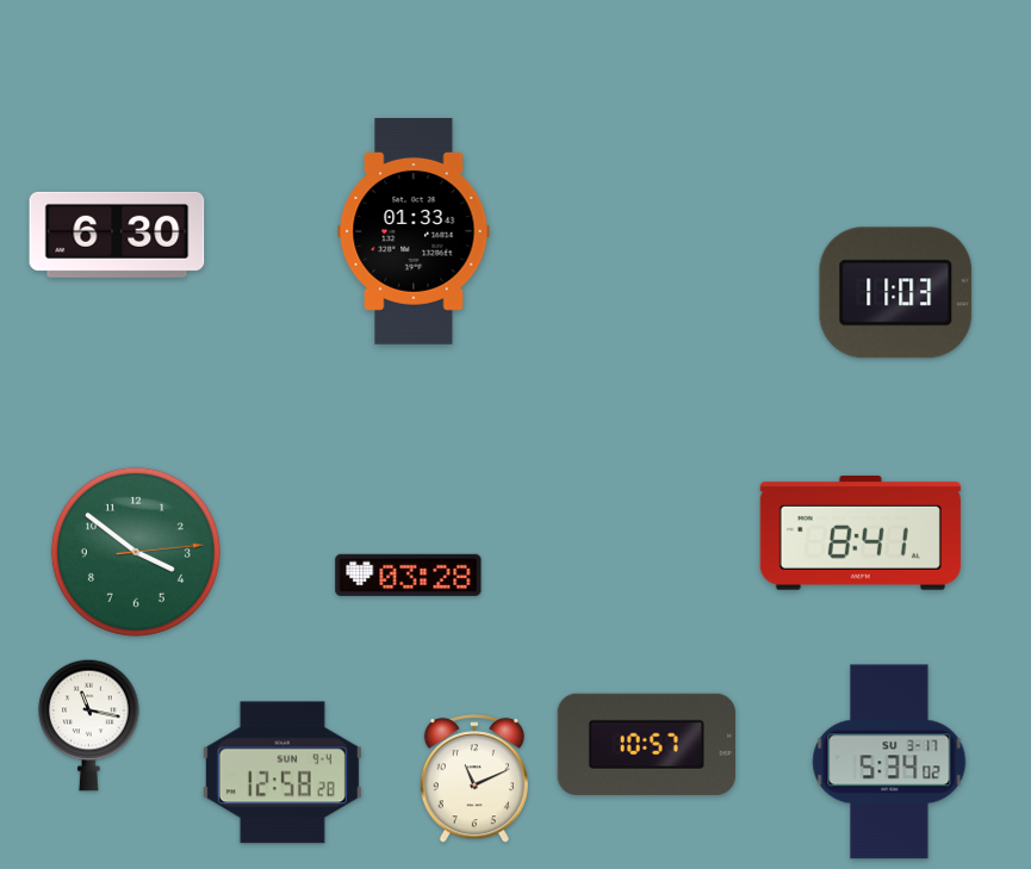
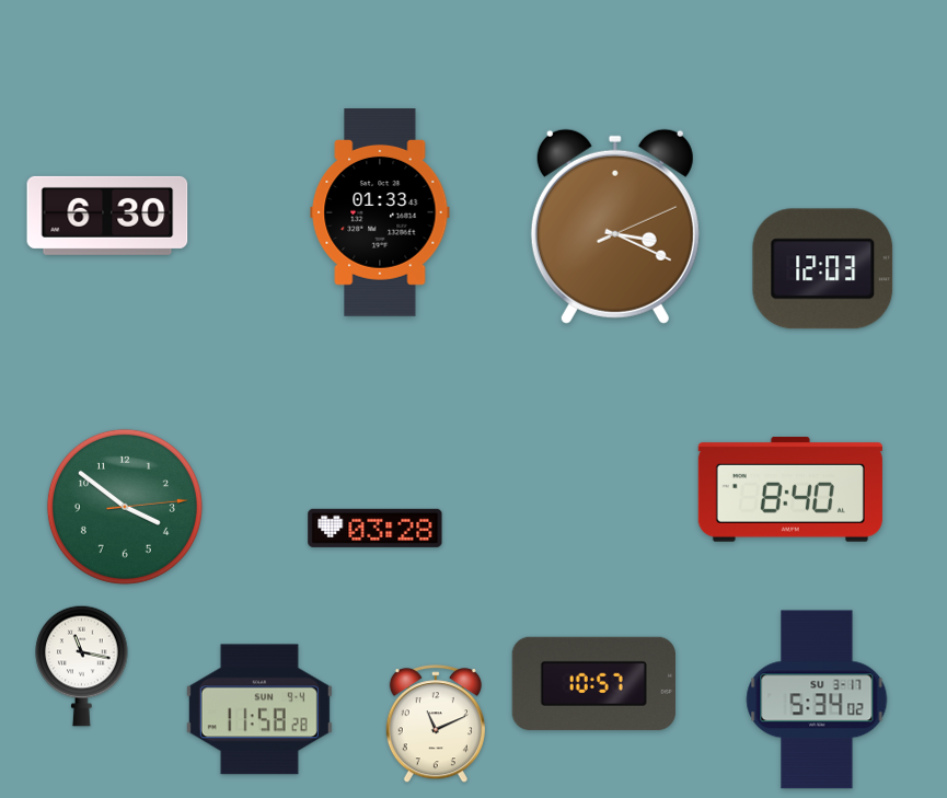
clock at (615, 227): none -> 3:19
clock at (896, 293): 11:03 -> 12:03
clock at (861, 533): 8:41 -> 8:40
clock at (282, 772): 12:58 -> 11:58
clock at (474, 780) position: (474, 780) -> (436, 725)
